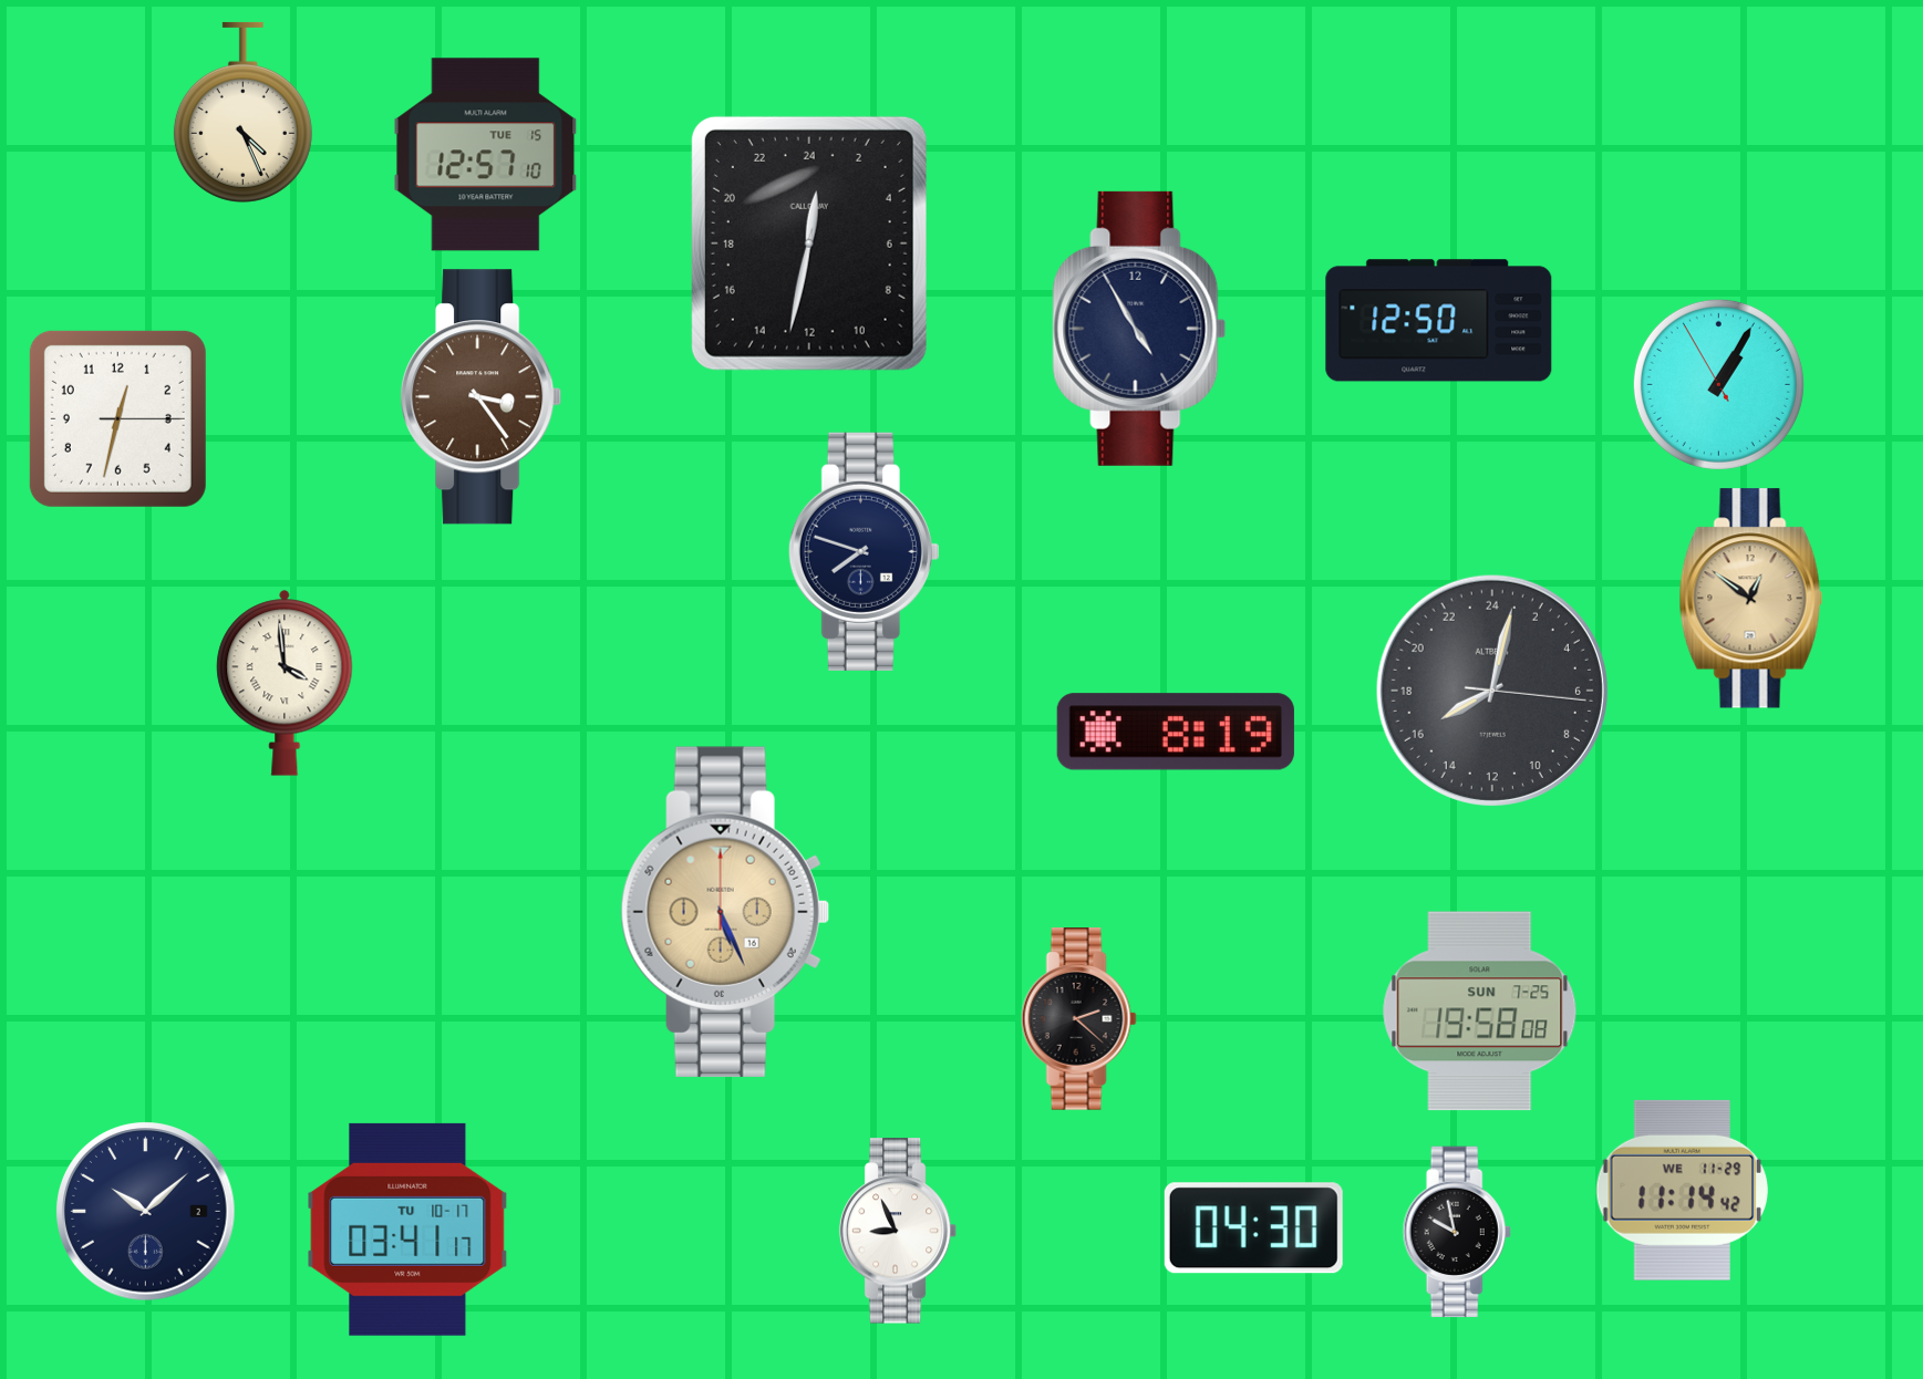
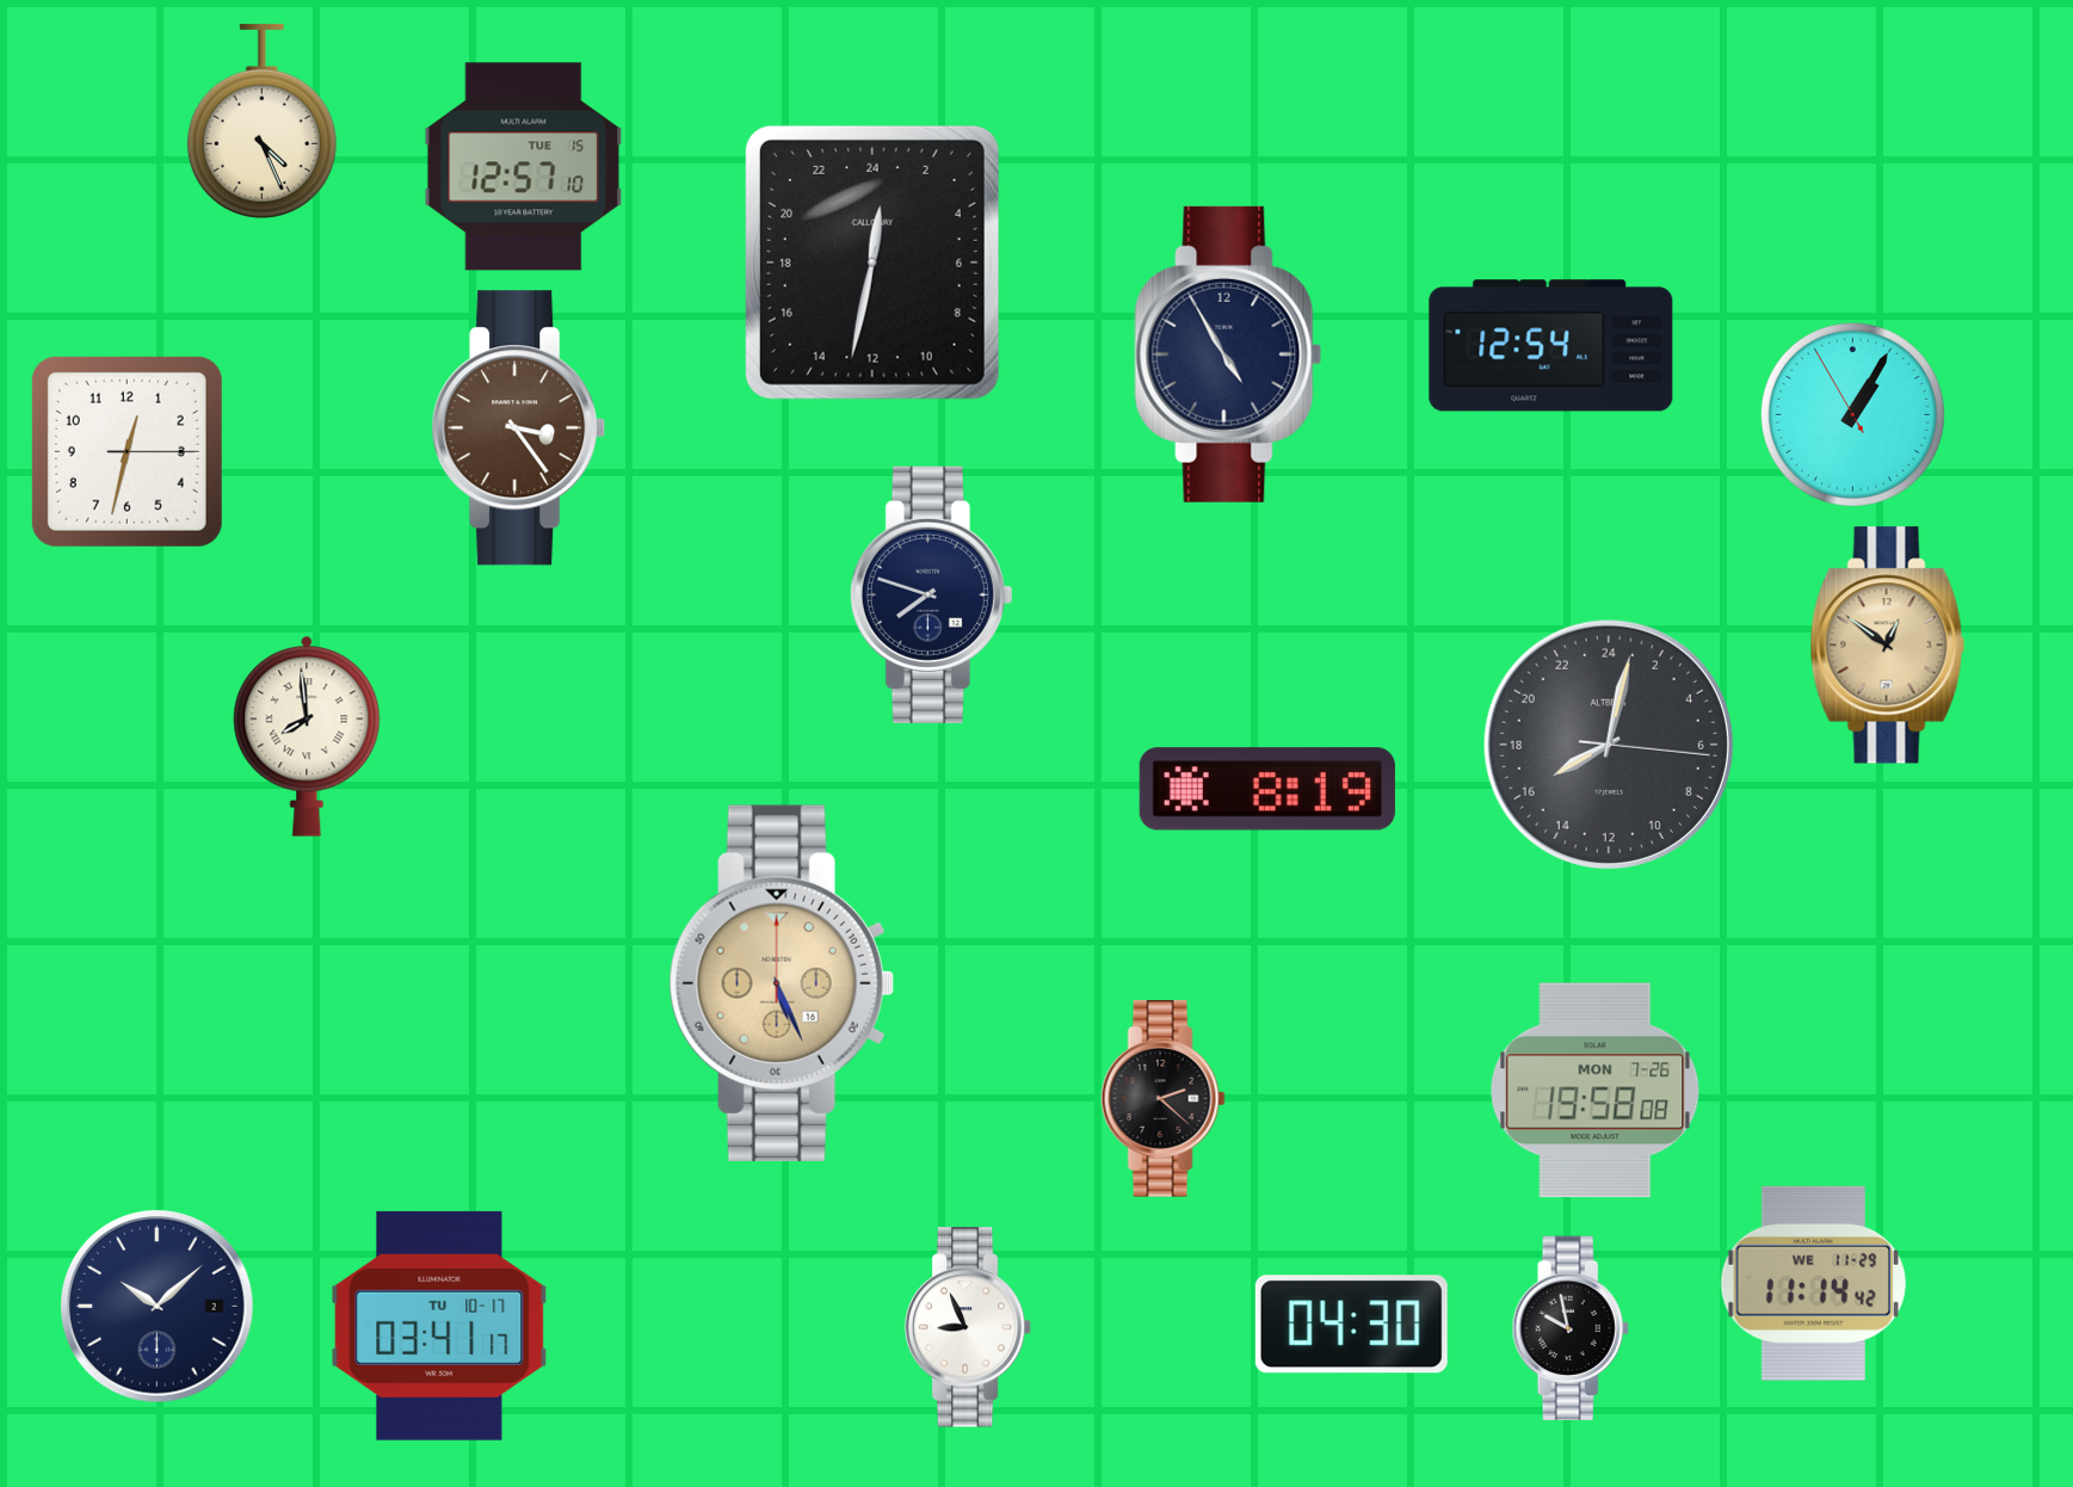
clock at (1439, 321): 12:50 -> 12:54
clock at (285, 683): 3:59 -> 7:59
clock at (1480, 1012) date: SUN 7-25 -> MON 7-26
